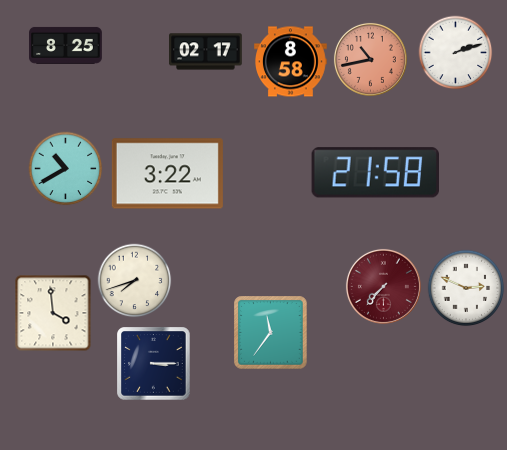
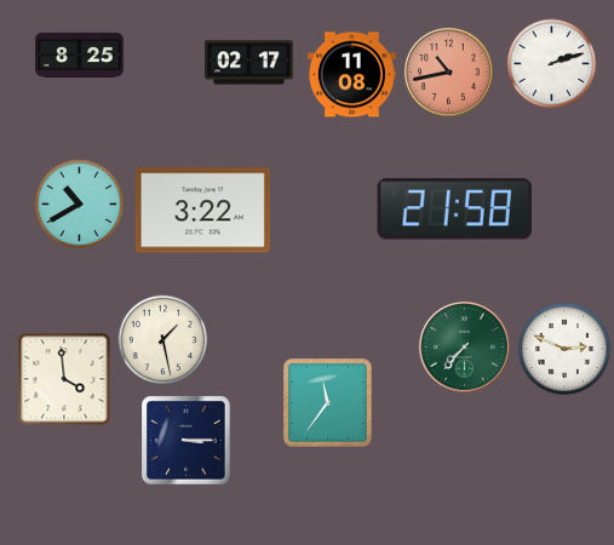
clock at (291, 62): 8:58 -> 11:08
clock at (135, 281): 7:42 -> 1:28
clock at (383, 286) dial: burgundy -> green
